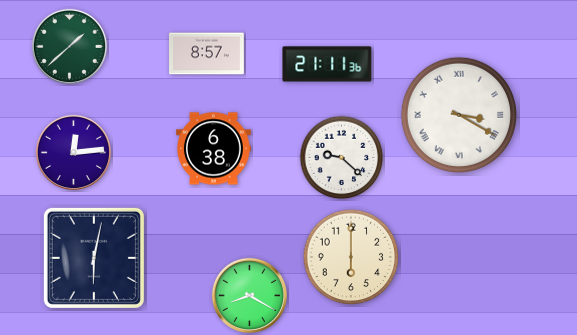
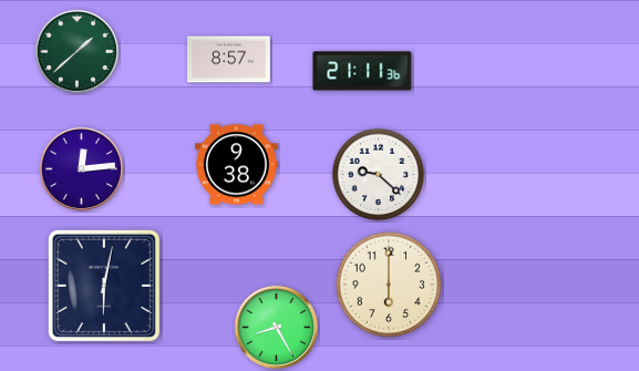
clock at (458, 114): 3:20 -> none
clock at (214, 149): 6:38 -> 9:38
clock at (249, 295): 8:20 -> 8:25
